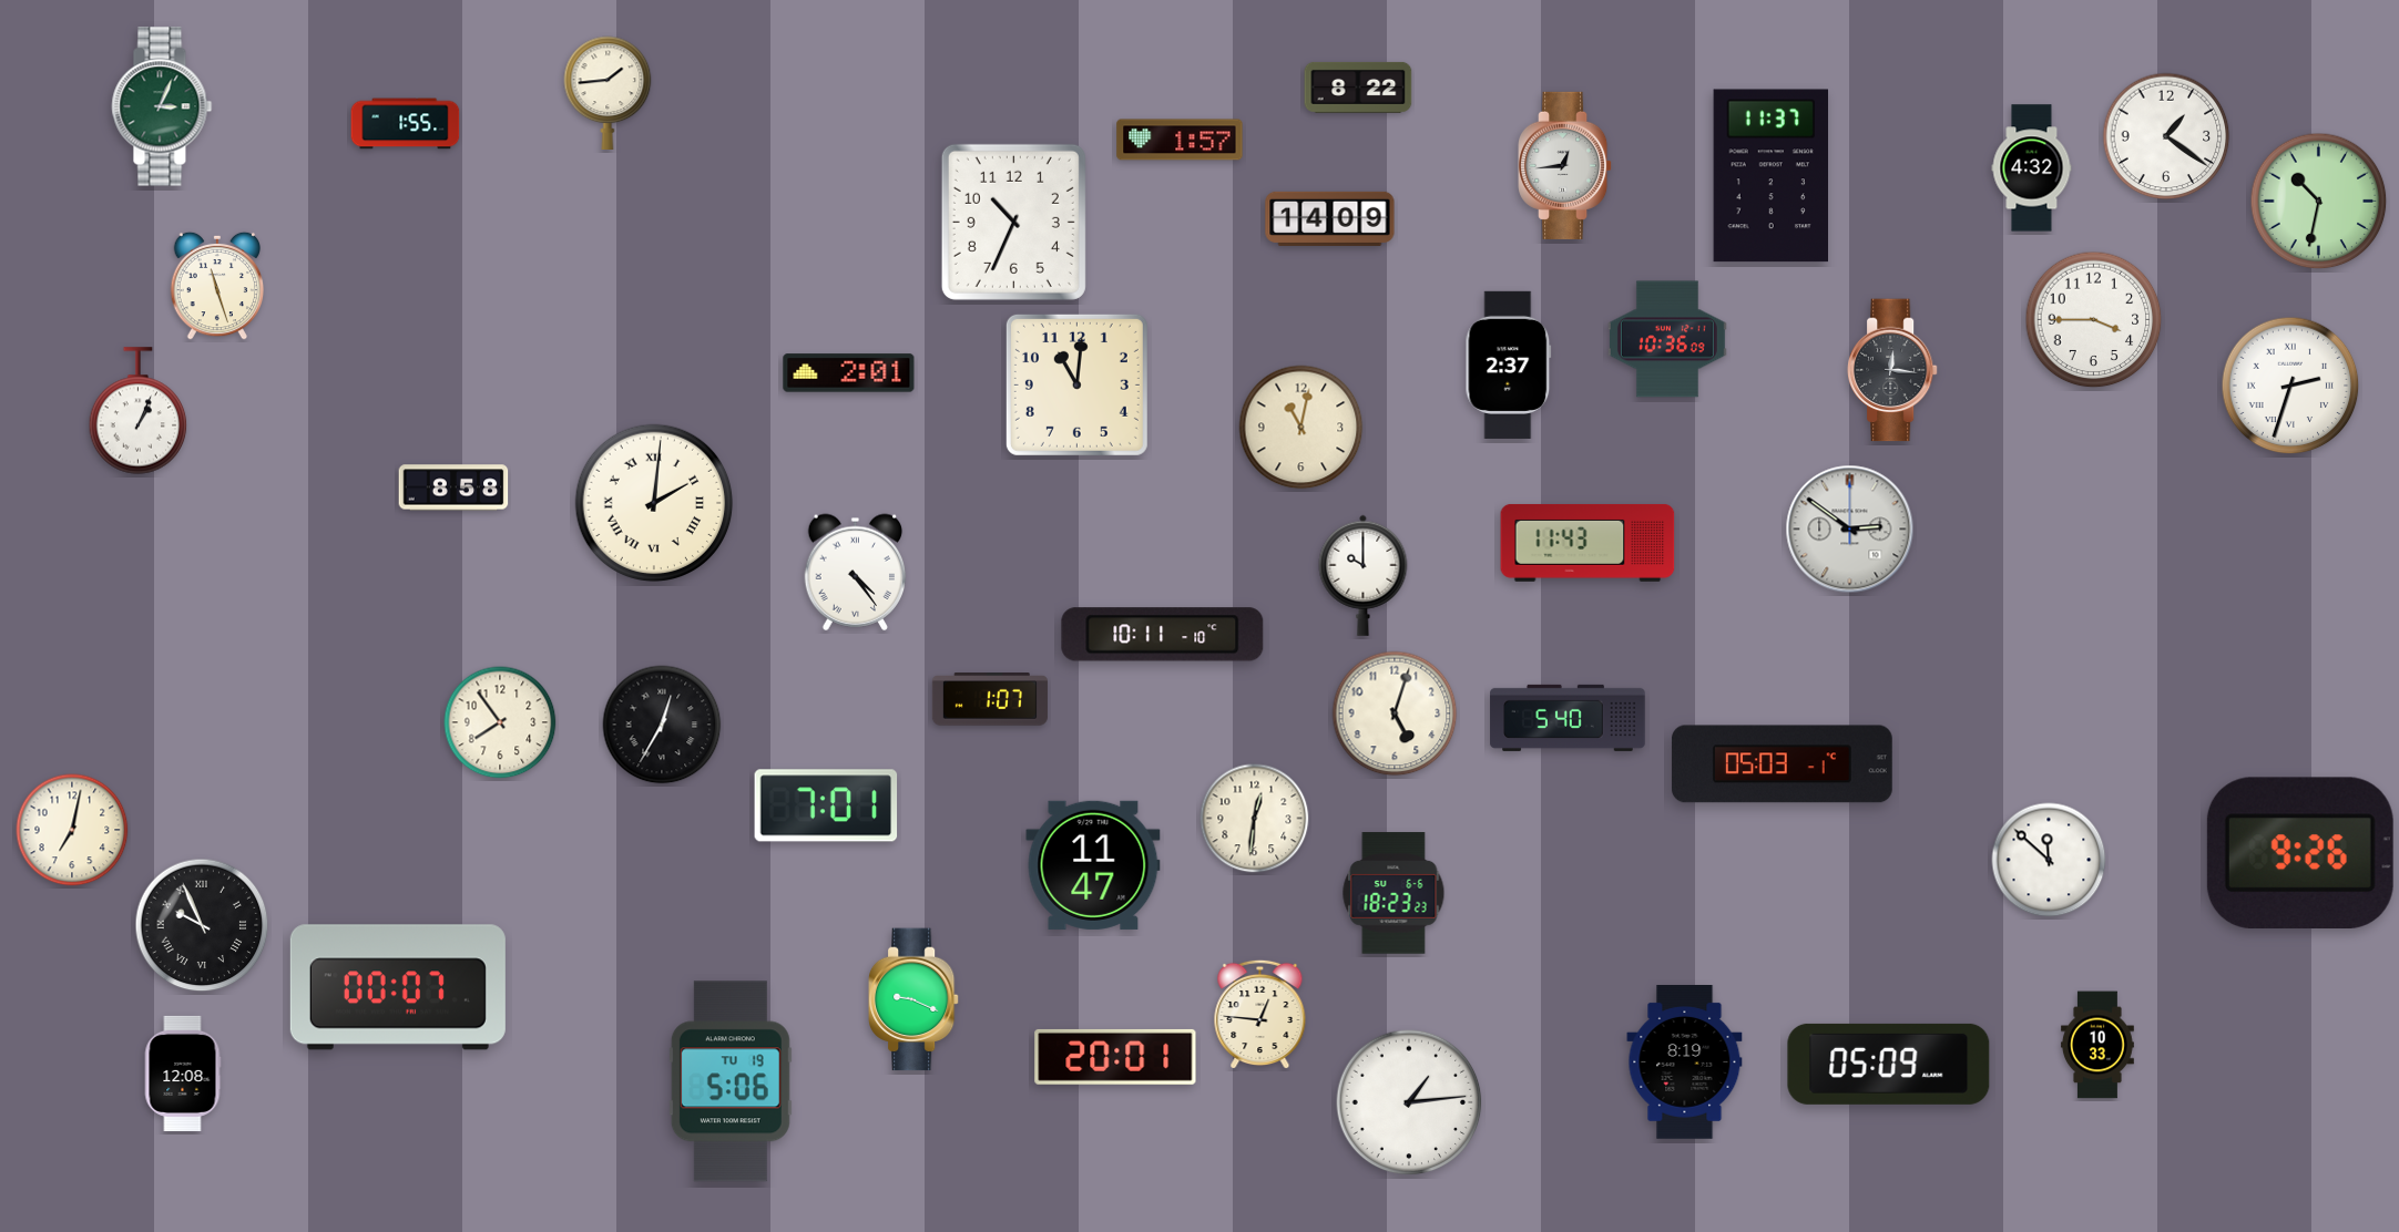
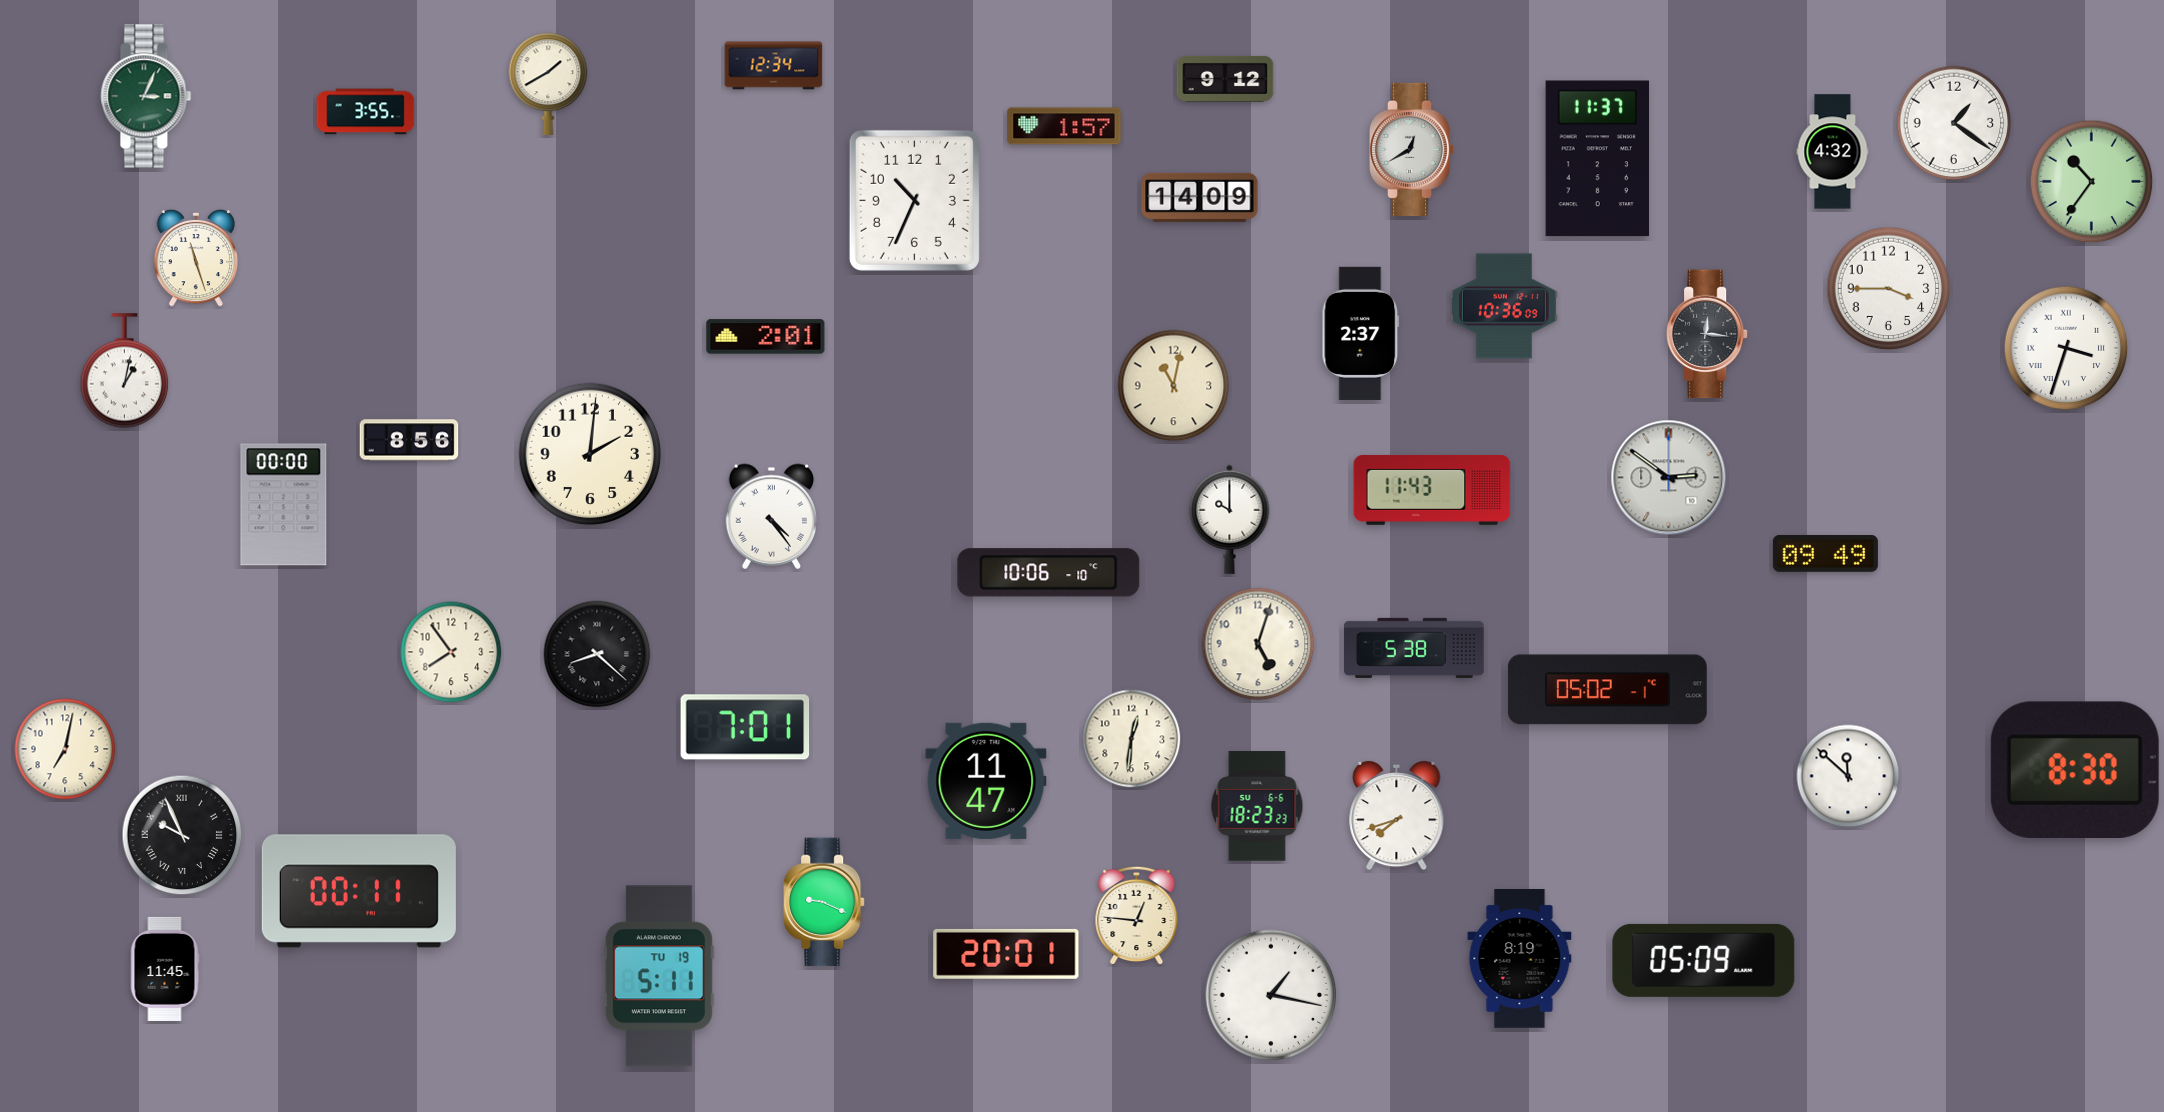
clock at (774, 66): none -> 12:34
clock at (1358, 88): 8:22 -> 9:12
clock at (608, 92): 1:44 -> 1:40
clock at (406, 124): 1:55 -> 3:55
clock at (1566, 165): 12:44 -> 12:40
clock at (2319, 202): 10:32 -> 10:36
clock at (1509, 365) position: (1509, 365) -> (1361, 333)
clock at (1076, 384): 11:01 -> none
clock at (2290, 386): 2:33 -> 3:33
clock at (139, 411): 1:04 -> 1:02
clock at (453, 487): 8:58 -> 8:56
clock at (654, 503) numerals: Roman -> Arabic
clock at (284, 505): none -> 00:00
clock at (1825, 553): none -> 09:49
clock at (1163, 635): 10:11 -> 10:06
clock at (990, 699): 1:07 -> none
clock at (1568, 718): 5:40 -> 5:38
clock at (662, 725): 12:35 -> 8:22
clock at (1782, 764): 05:03 -> 05:02
clock at (2300, 852): 9:26 -> 8:30
clock at (1397, 816): none -> 7:42
clock at (398, 987): 00:07 -> 00:11
clock at (2097, 1045): 10:33 -> none
clock at (183, 1074): 12:08 -> 11:45
clock at (731, 1081): 5:06 -> 5:11
clock at (1409, 1102): 1:14 -> 1:17
